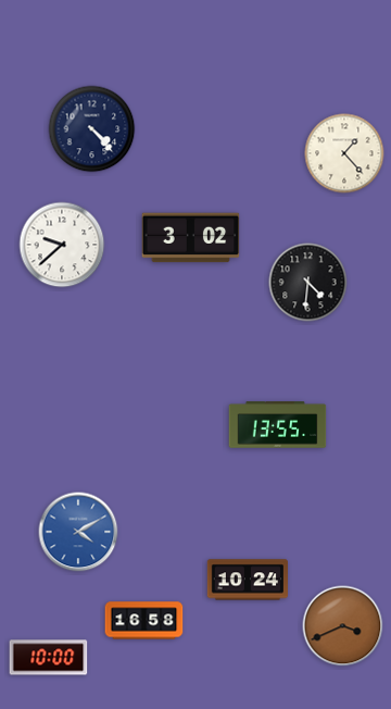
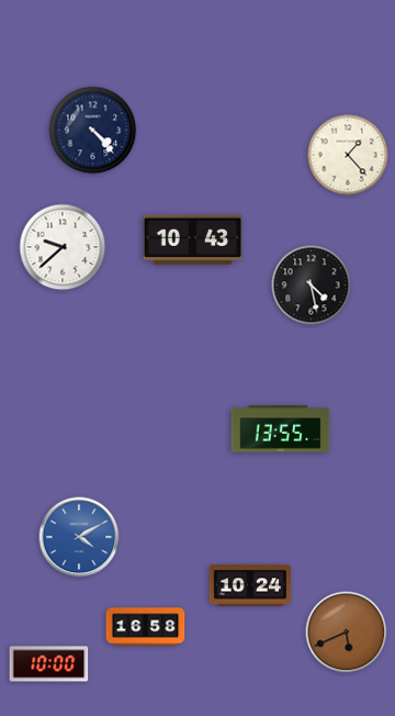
clock at (191, 238): 3:02 -> 10:43
clock at (308, 283): 4:31 -> 4:28
clock at (343, 626): 3:41 -> 5:41
